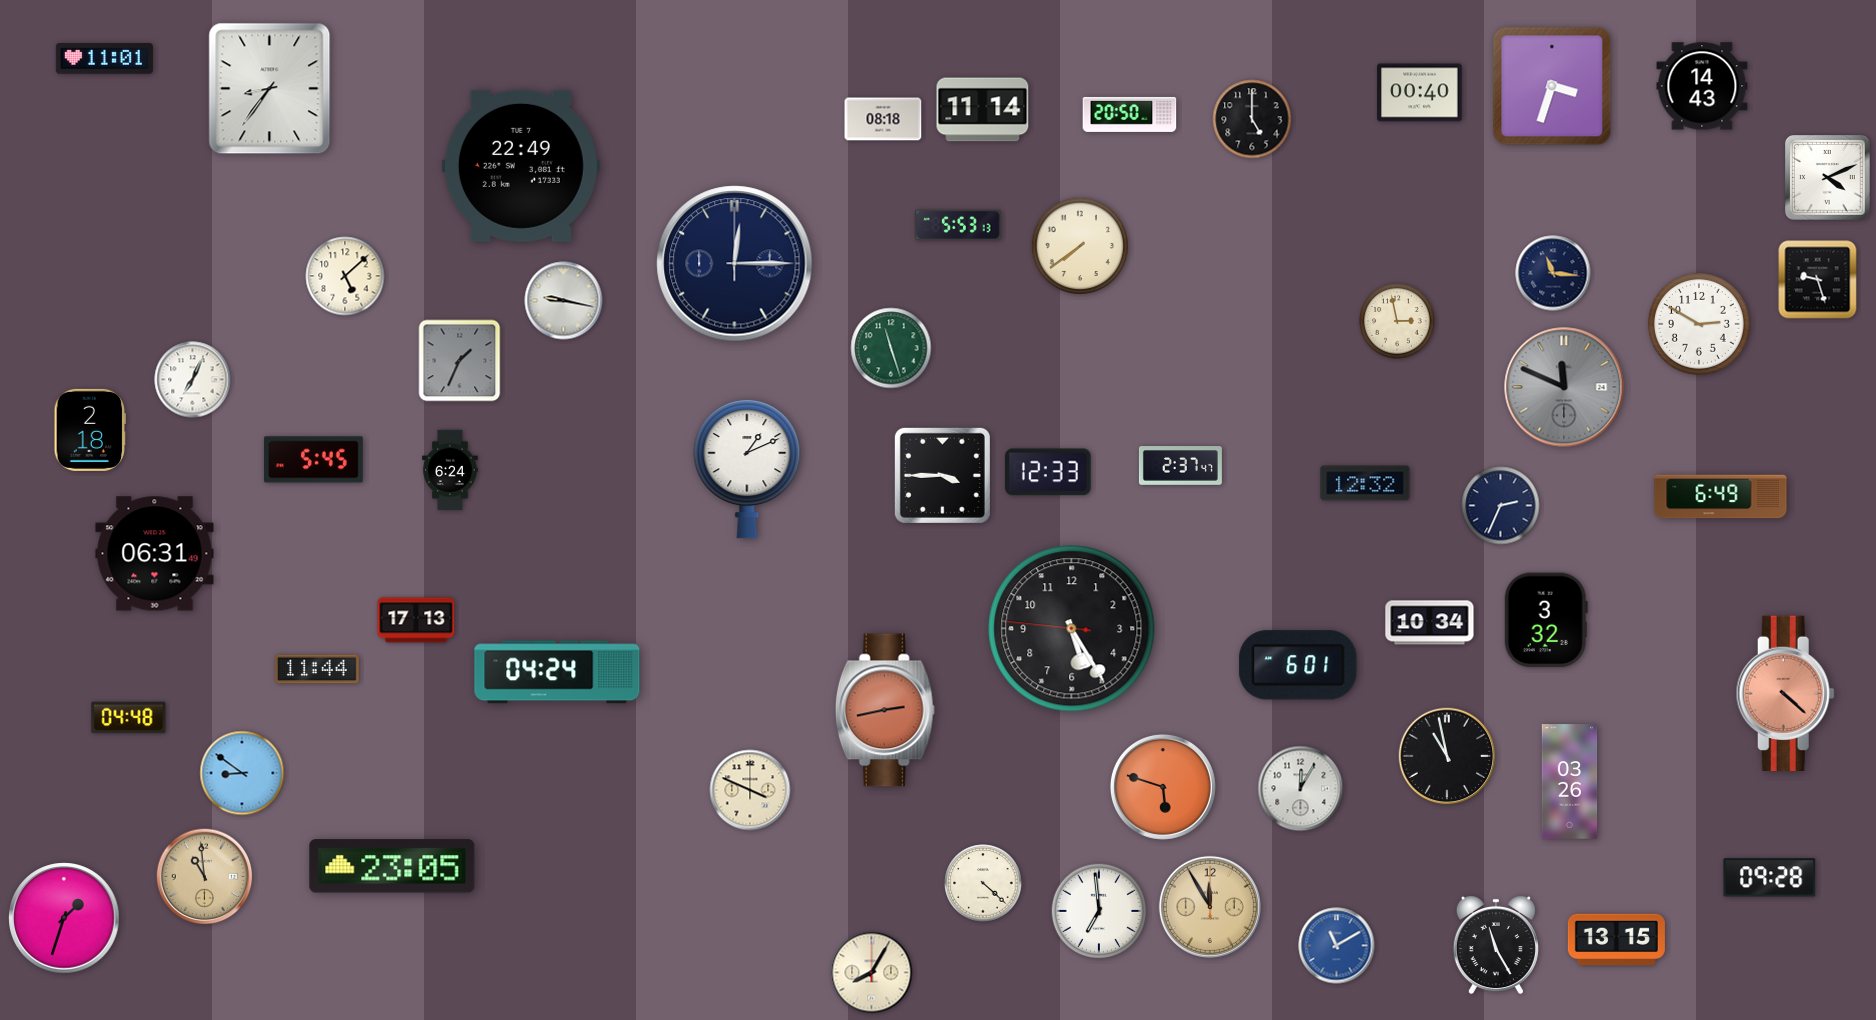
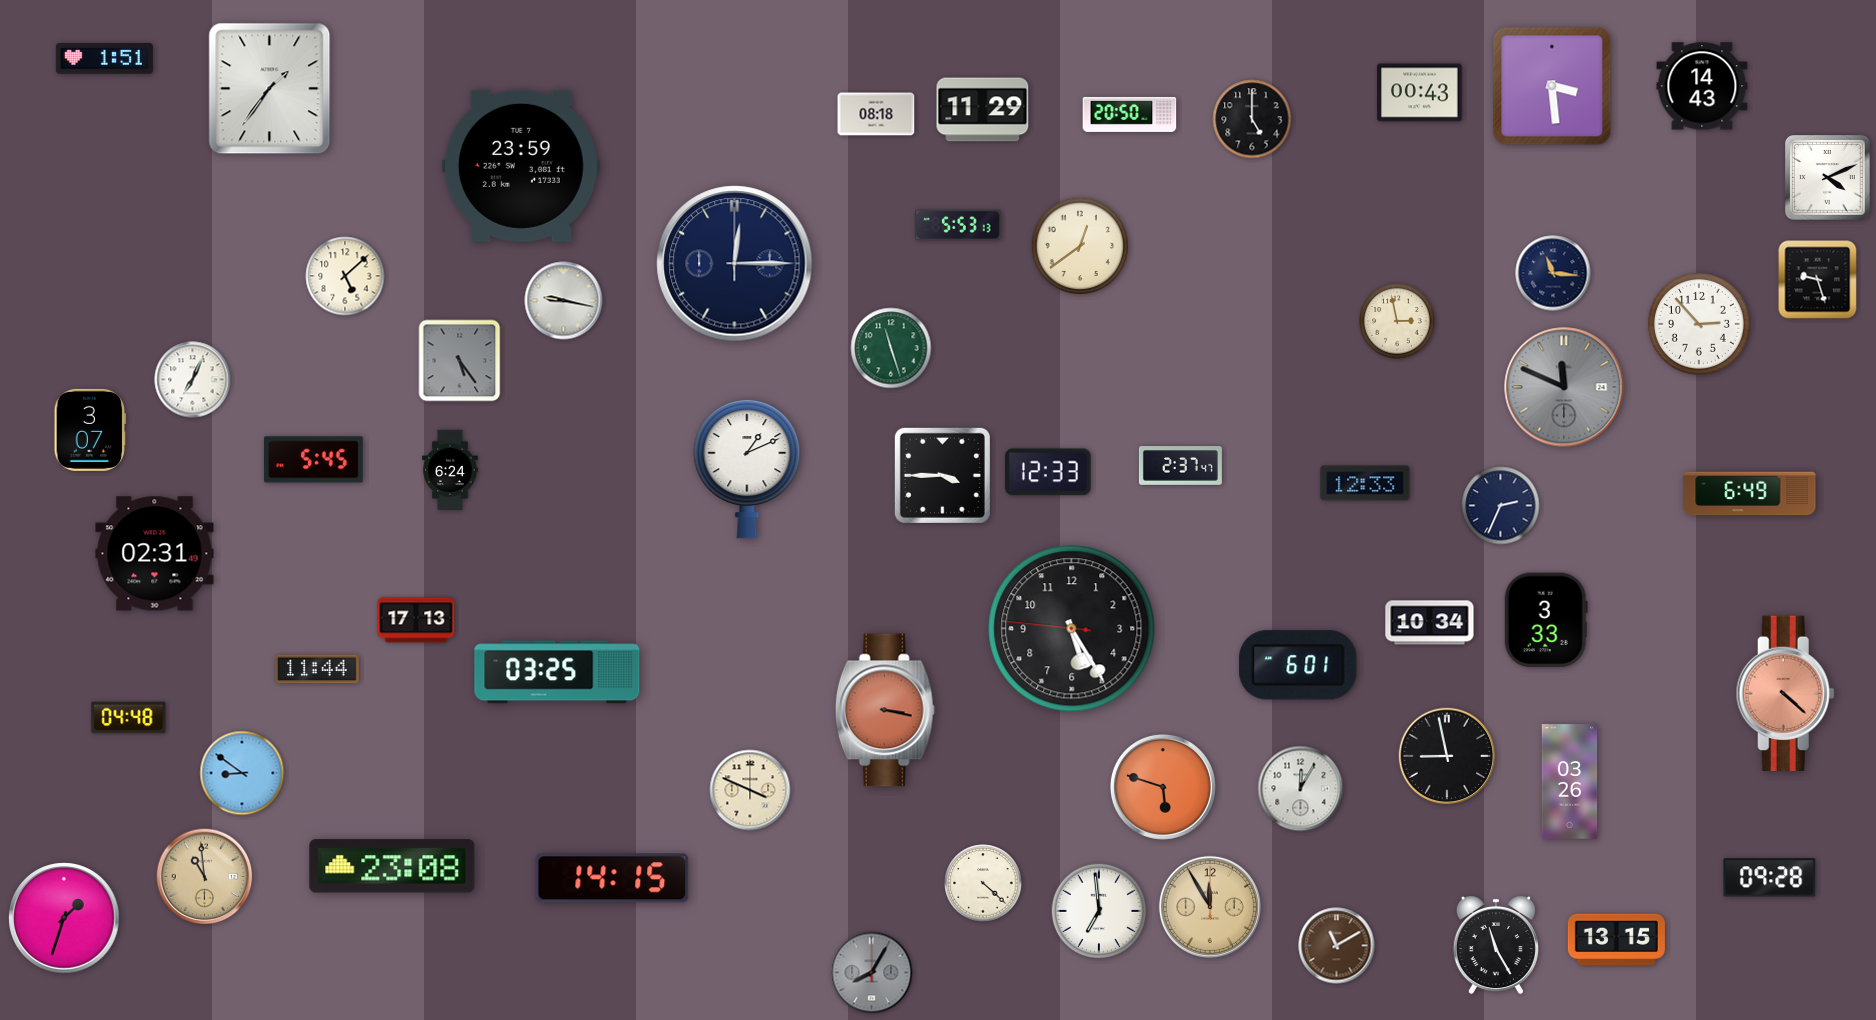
clock at (104, 59): 11:01 -> 1:51
clock at (1552, 86): 3:33 -> 3:29
clock at (270, 89): 8:36 -> 1:36
clock at (1420, 93): 00:40 -> 00:43
clock at (983, 110): 11:14 -> 11:29
clock at (883, 119) position: (883, 119) -> (876, 114)
clock at (521, 166): 22:49 -> 23:59
clock at (1080, 246): 7:39 -> 12:39
clock at (1700, 325): 2:50 -> 2:53
clock at (460, 361): 1:34 -> 5:24
clock at (90, 430): 2:18 -> 3:07
clock at (1365, 483): 12:32 -> 12:33
clock at (1721, 497) position: (1721, 497) -> (1750, 494)
clock at (155, 554): 06:31 -> 02:31
clock at (1546, 620): 3:32 -> 3:33
clock at (557, 672): 04:24 -> 03:25
clock at (885, 710): 2:43 -> 3:17
clock at (1447, 756): 10:58 -> 8:58
clock at (392, 866): 23:05 -> 23:08
clock at (612, 878): none -> 14:15
clock at (1337, 946) dial: blue -> brown
clock at (872, 973) dial: cream -> grey
